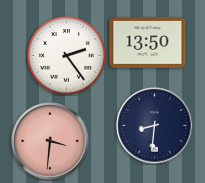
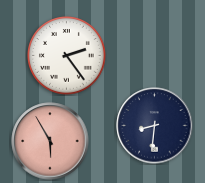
clock at (148, 42): 13:50 -> none
clock at (50, 141): 3:31 -> 5:55
